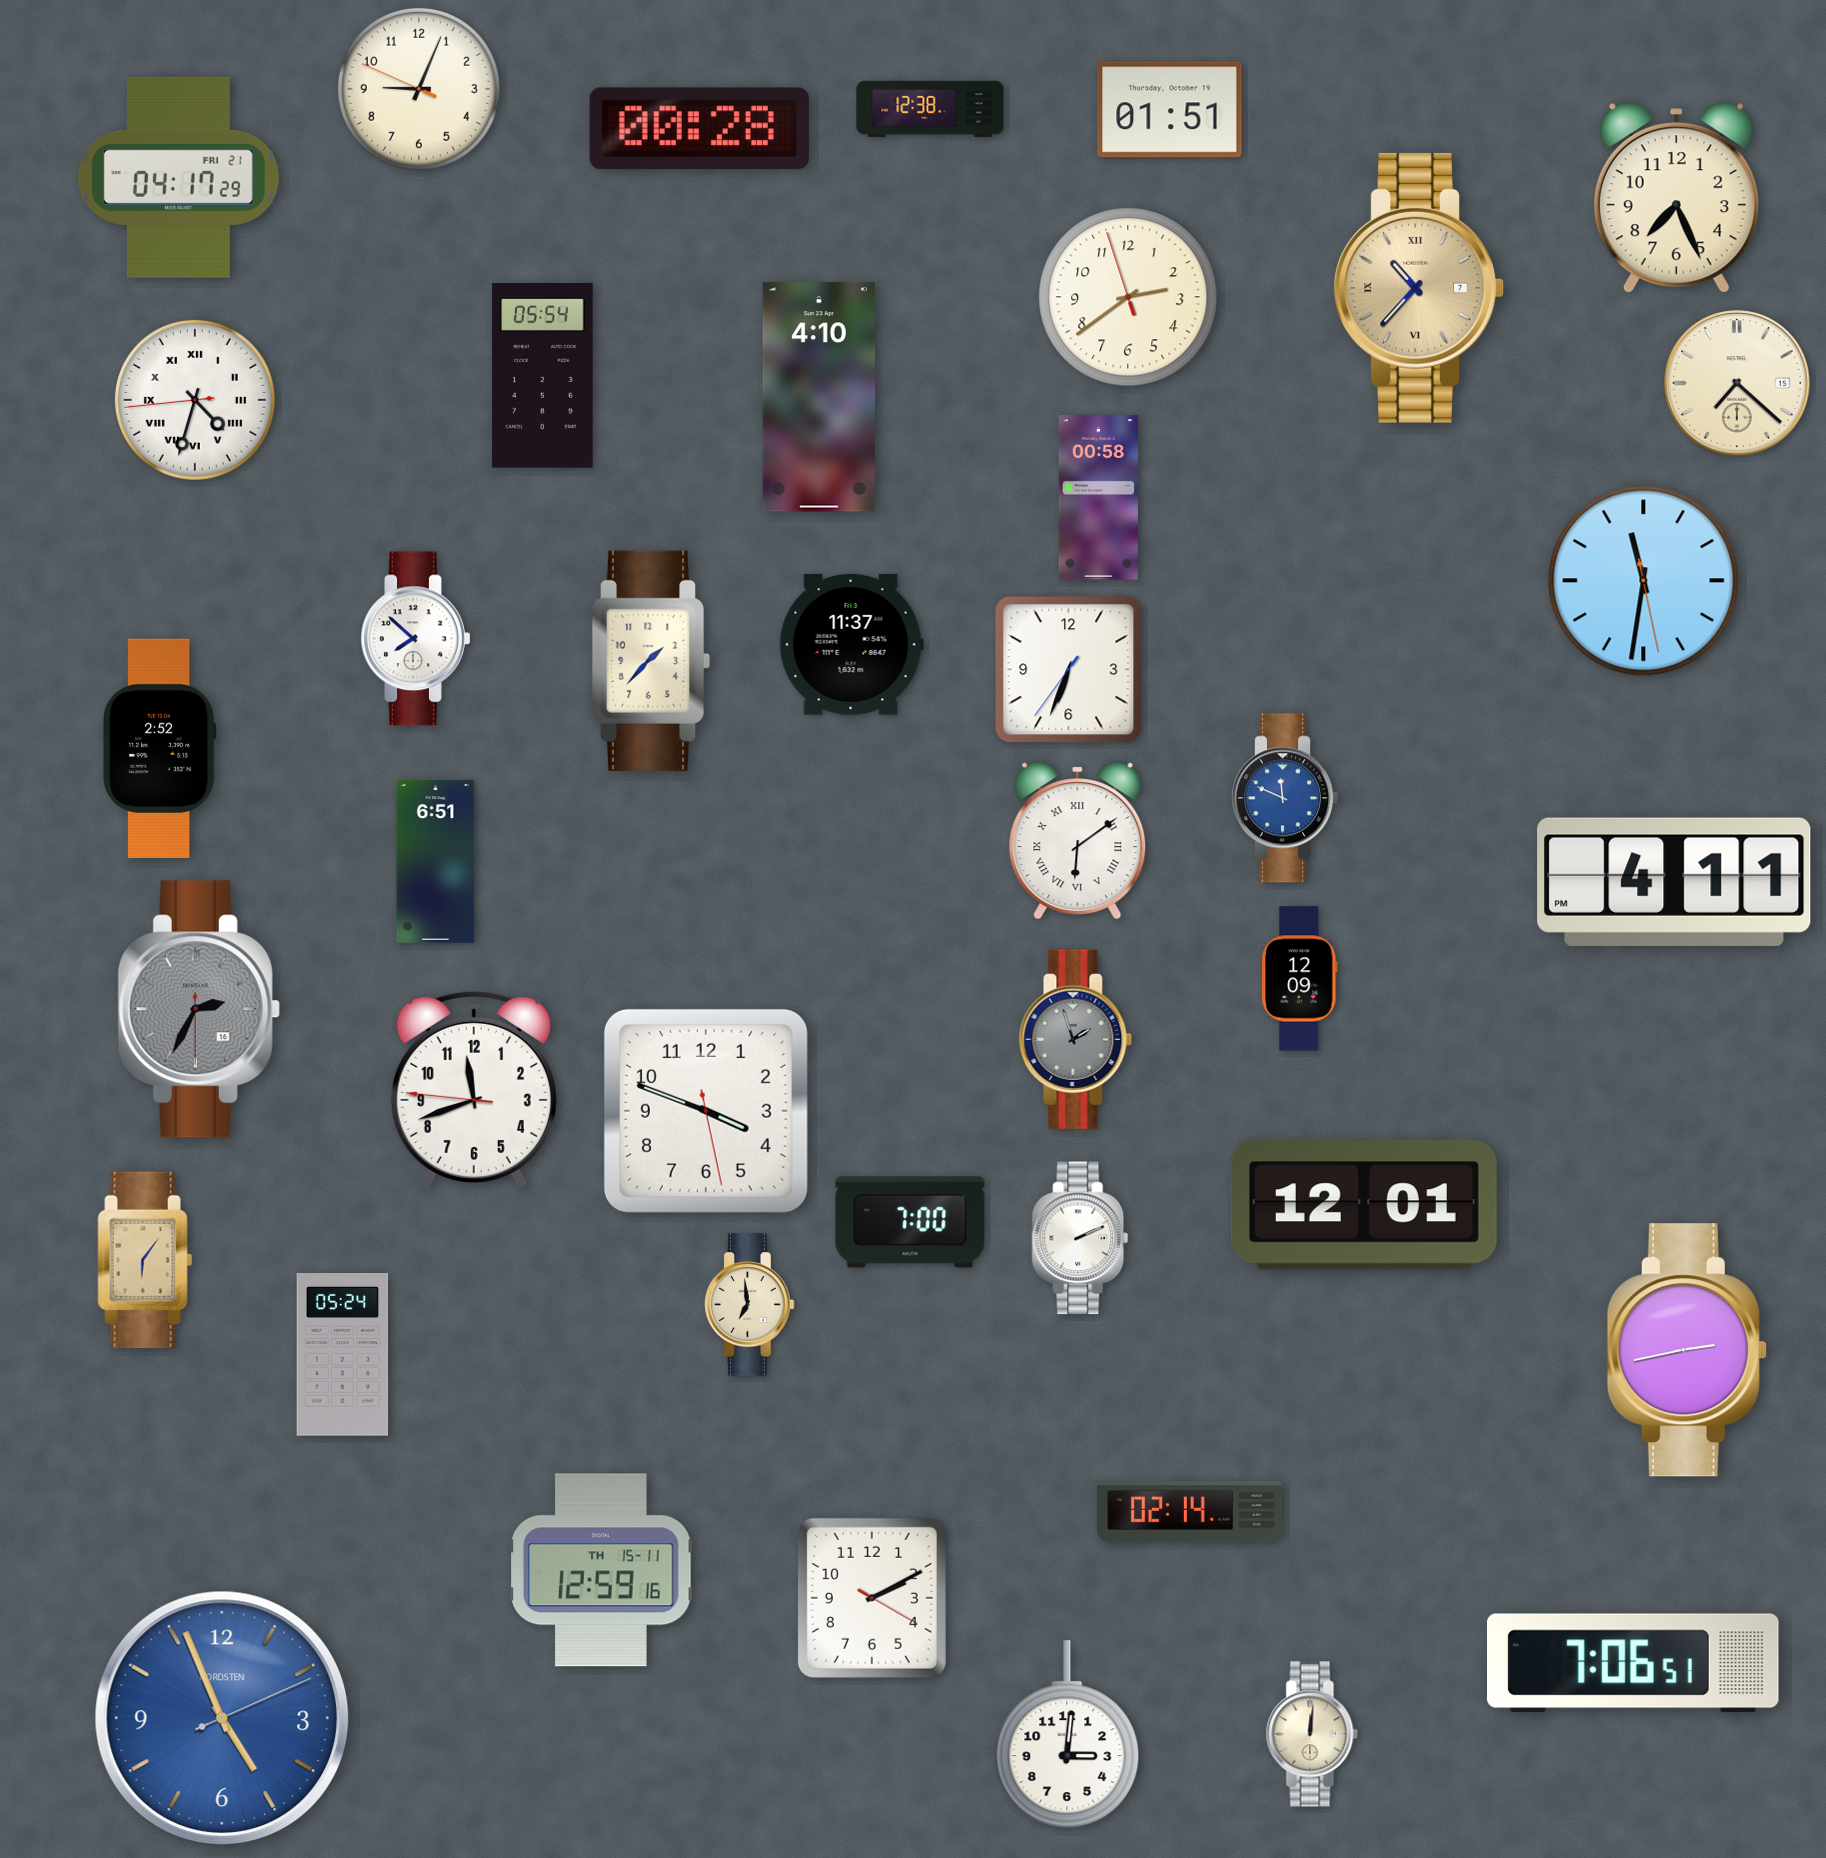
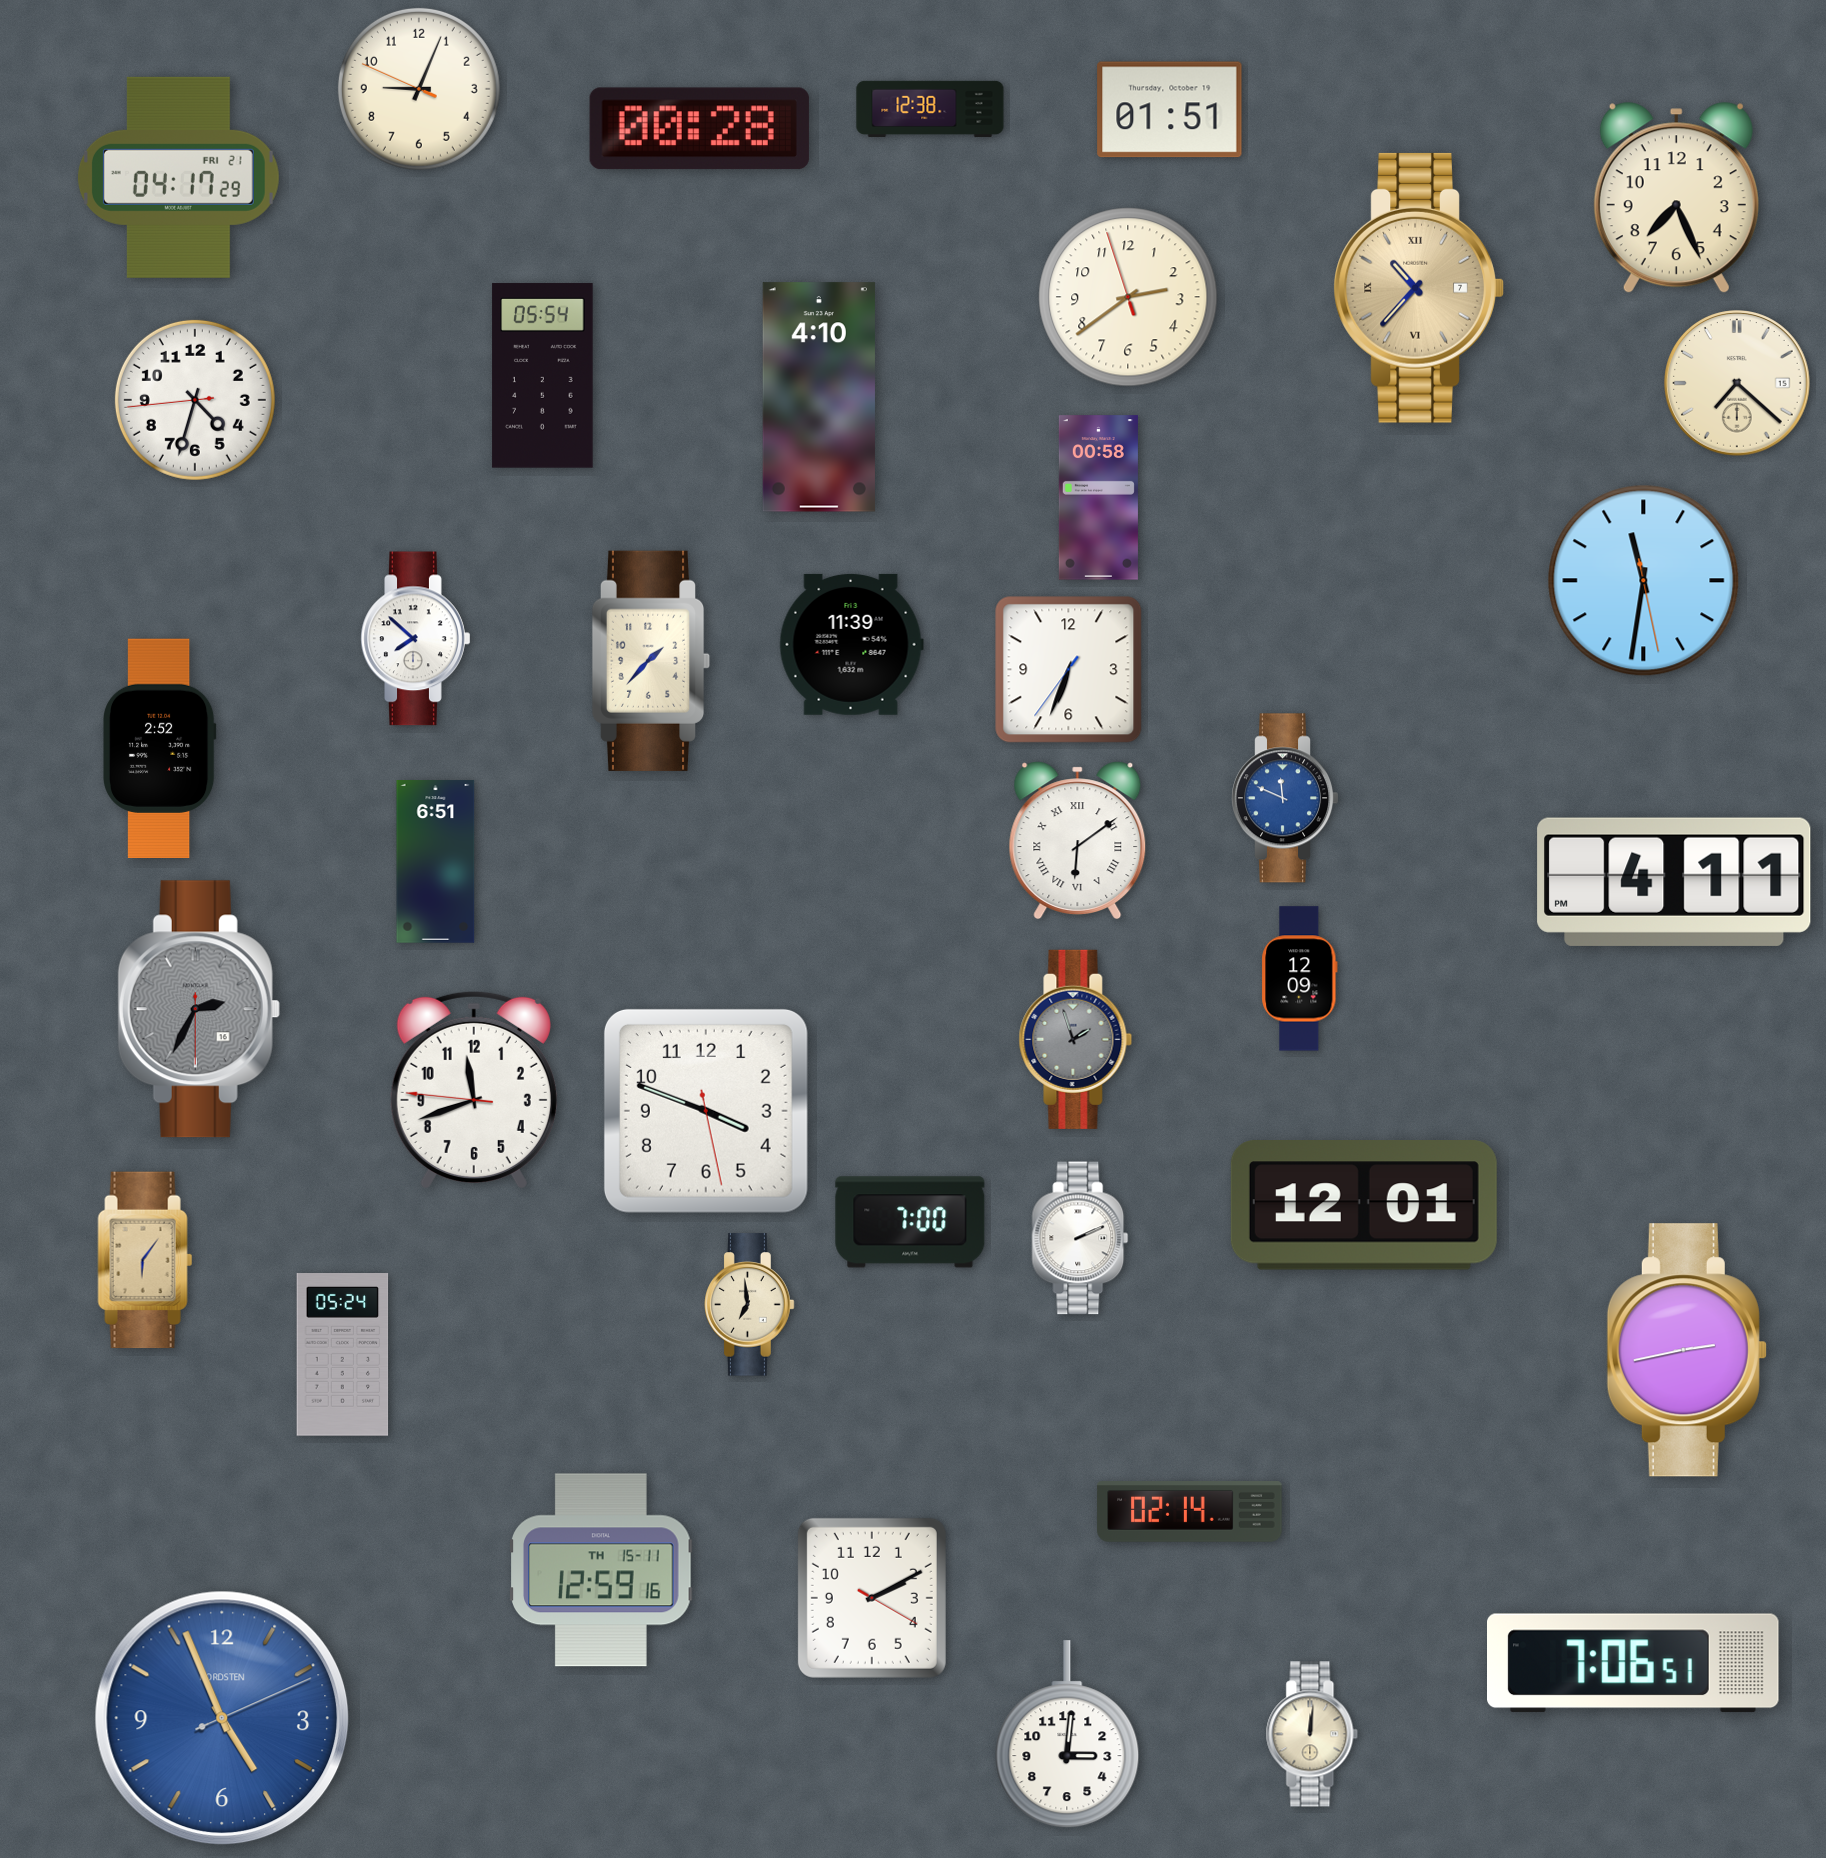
clock at (195, 400) numerals: Roman -> Arabic
clock at (851, 644): 11:37 -> 11:39
